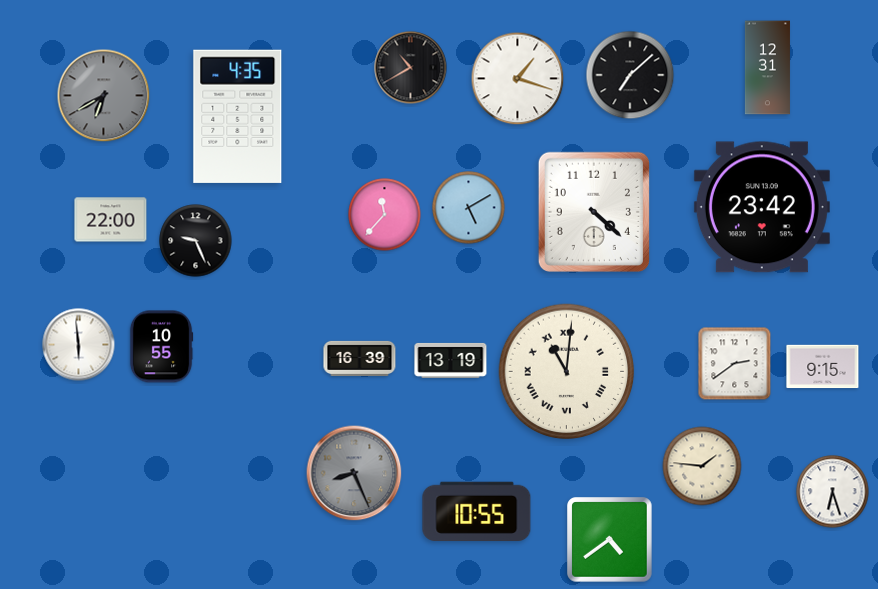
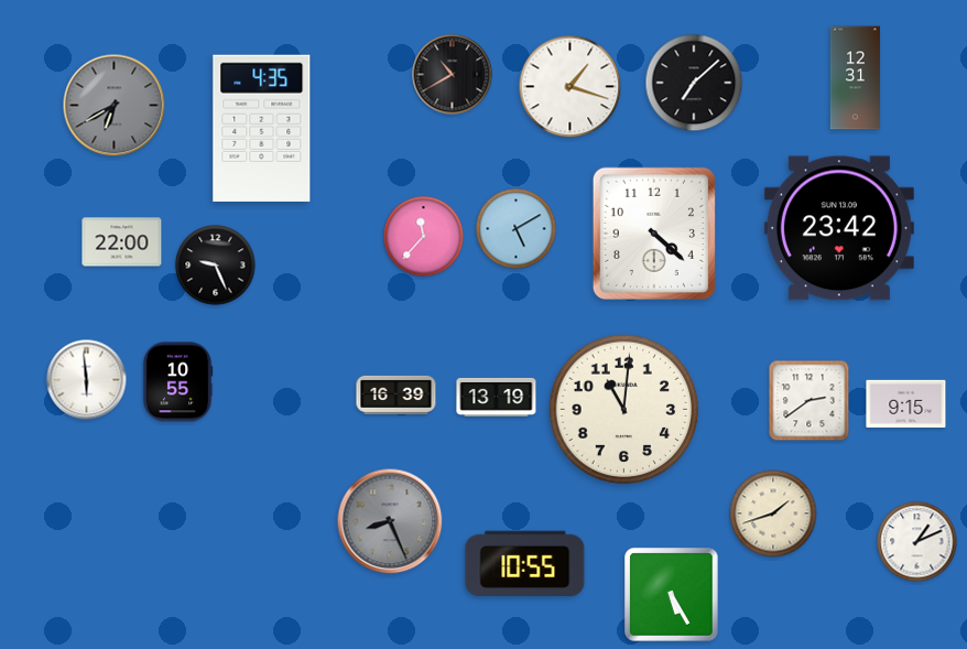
clock at (767, 68) position: (767, 68) -> (855, 78)
clock at (567, 372) numerals: Roman -> Arabic
clock at (702, 466): 1:46 -> 1:42
clock at (833, 492): 6:27 -> 1:11
clock at (610, 540): 4:39 -> 5:25
